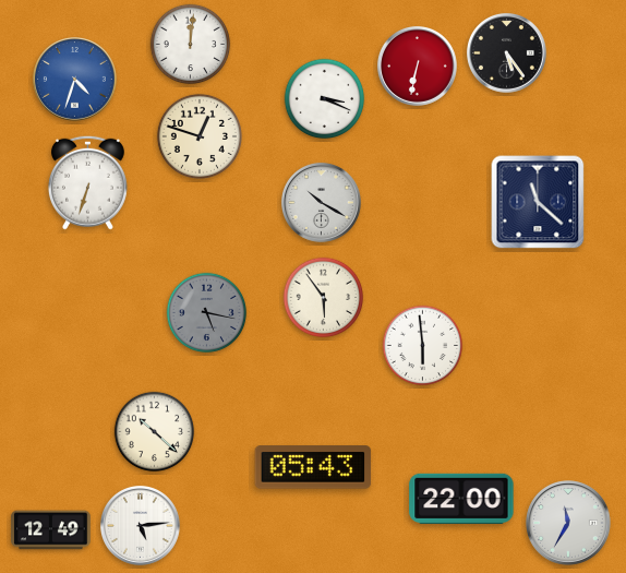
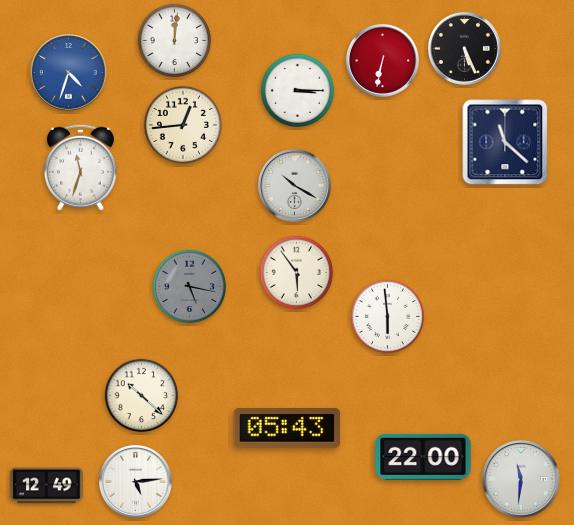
clock at (506, 52): 5:24 -> 5:26
clock at (325, 99): 3:19 -> 3:15
clock at (200, 136): 12:48 -> 12:44
clock at (87, 182): 6:33 -> 11:33
clock at (538, 202) position: (538, 202) -> (505, 142)
clock at (569, 524): 11:35 -> 11:31
clock at (140, 525) position: (140, 525) -> (135, 481)
